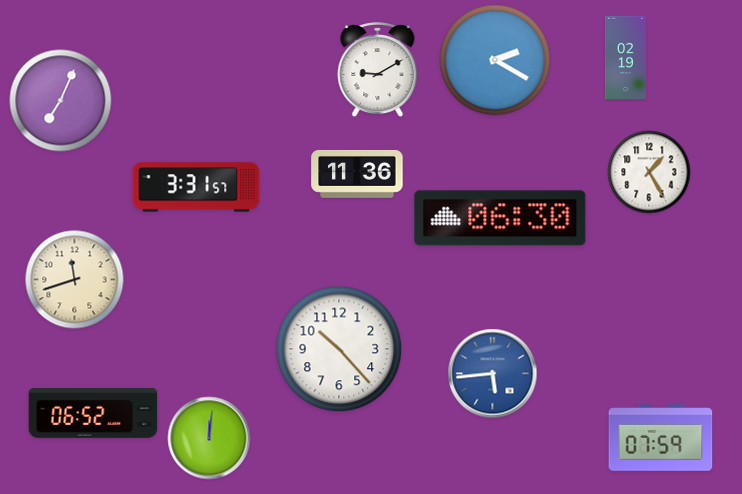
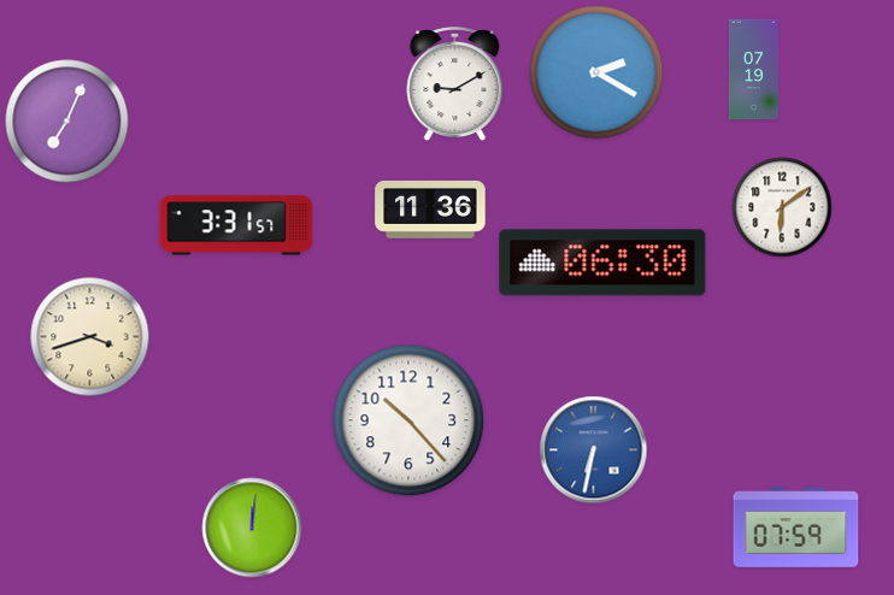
clock at (625, 58): 02:19 -> 07:19
clock at (61, 101) position: (61, 101) -> (67, 122)
clock at (649, 172): 1:25 -> 6:09
clock at (75, 280): 11:42 -> 3:42
clock at (493, 374): 5:44 -> 6:32
clock at (93, 414): 06:52 -> none
